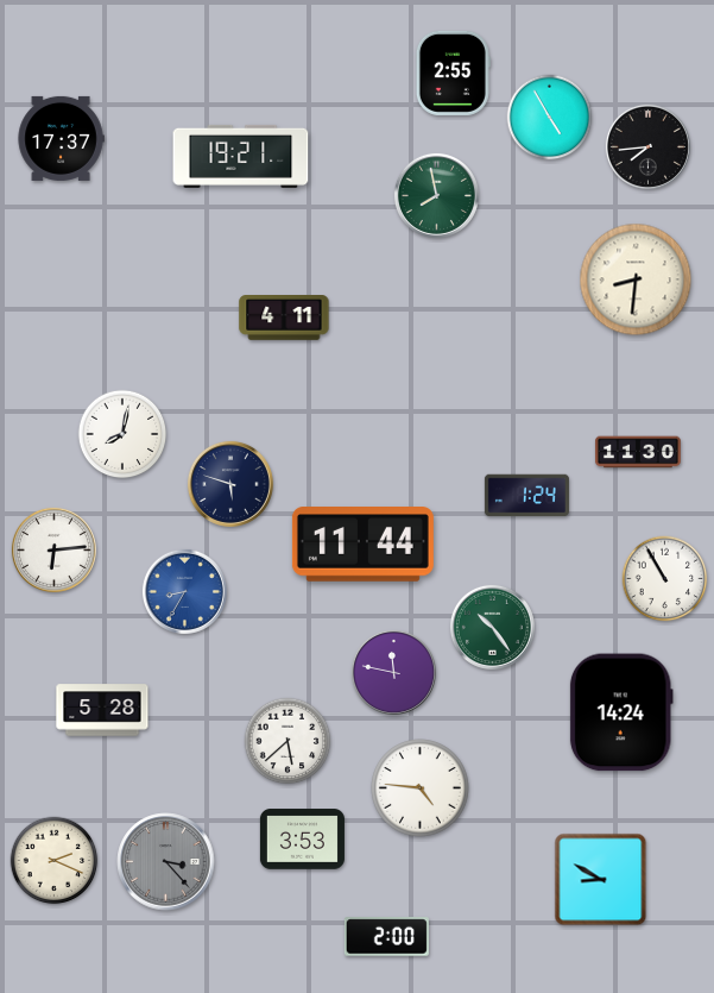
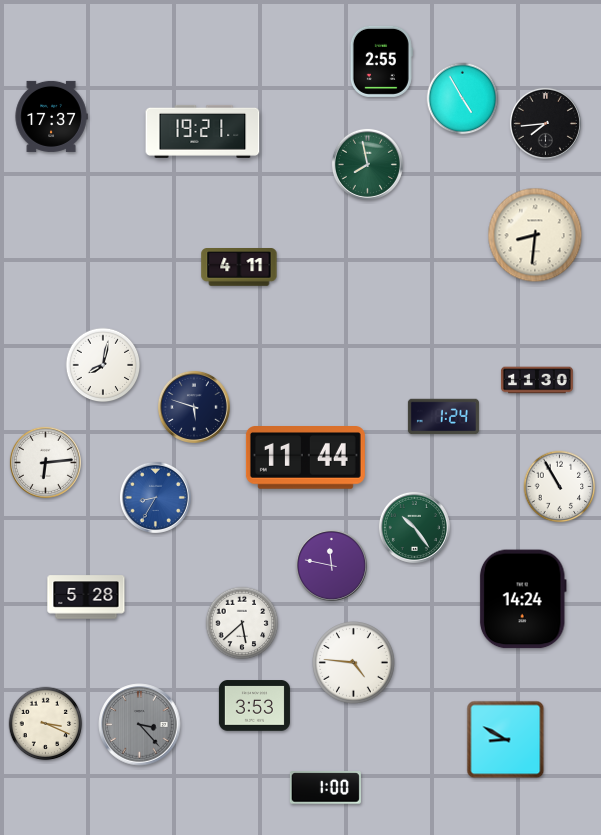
clock at (55, 861): 2:19 -> 3:19
clock at (386, 937): 2:00 -> 1:00
